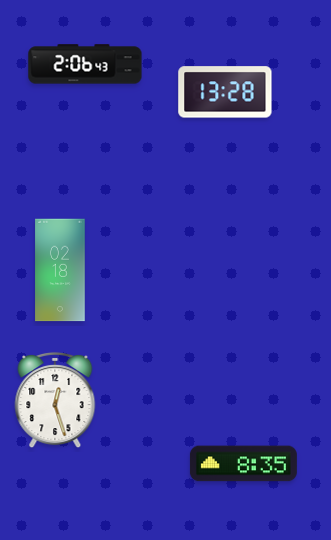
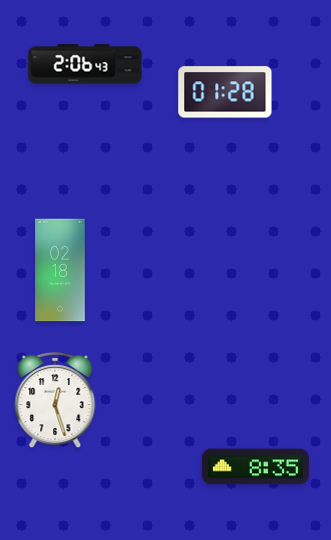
clock at (225, 92): 13:28 -> 01:28
clock at (243, 464) position: (243, 464) -> (255, 467)
